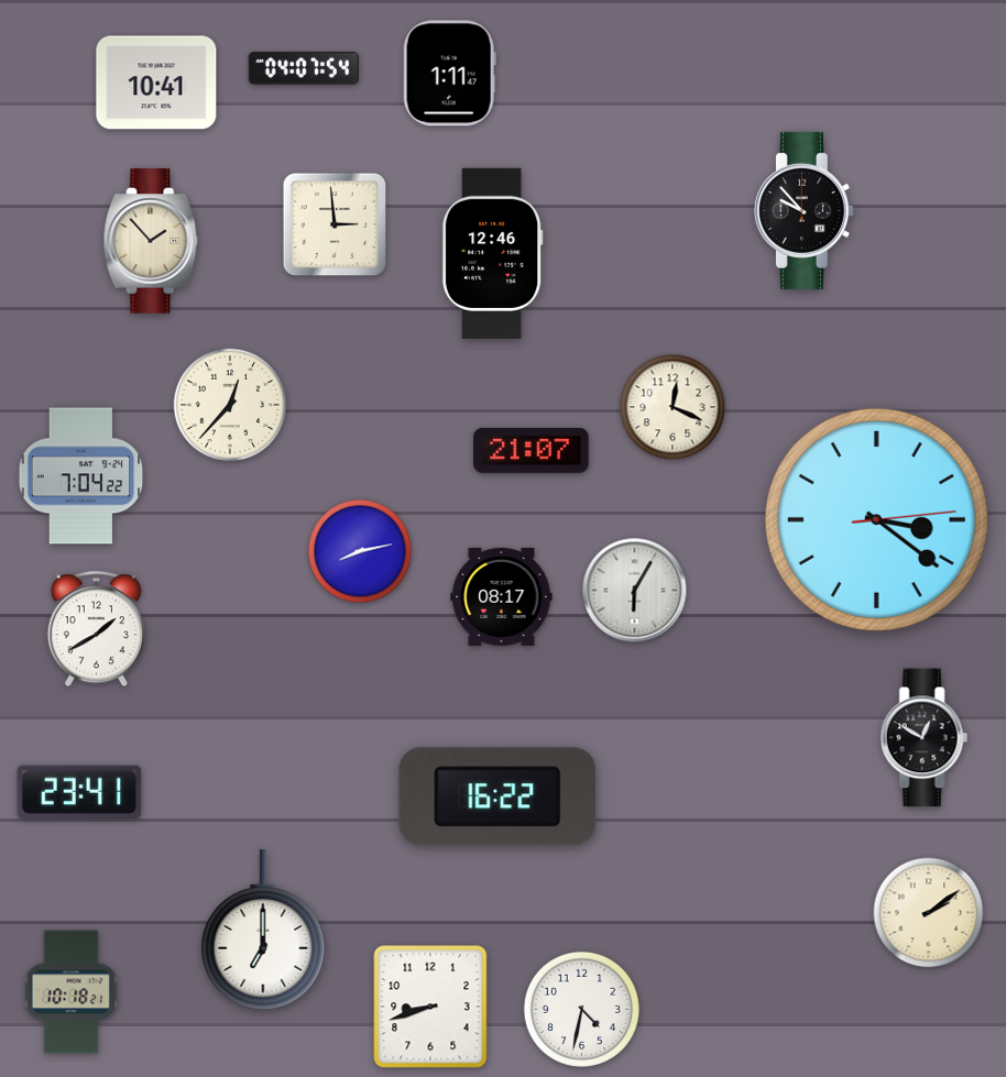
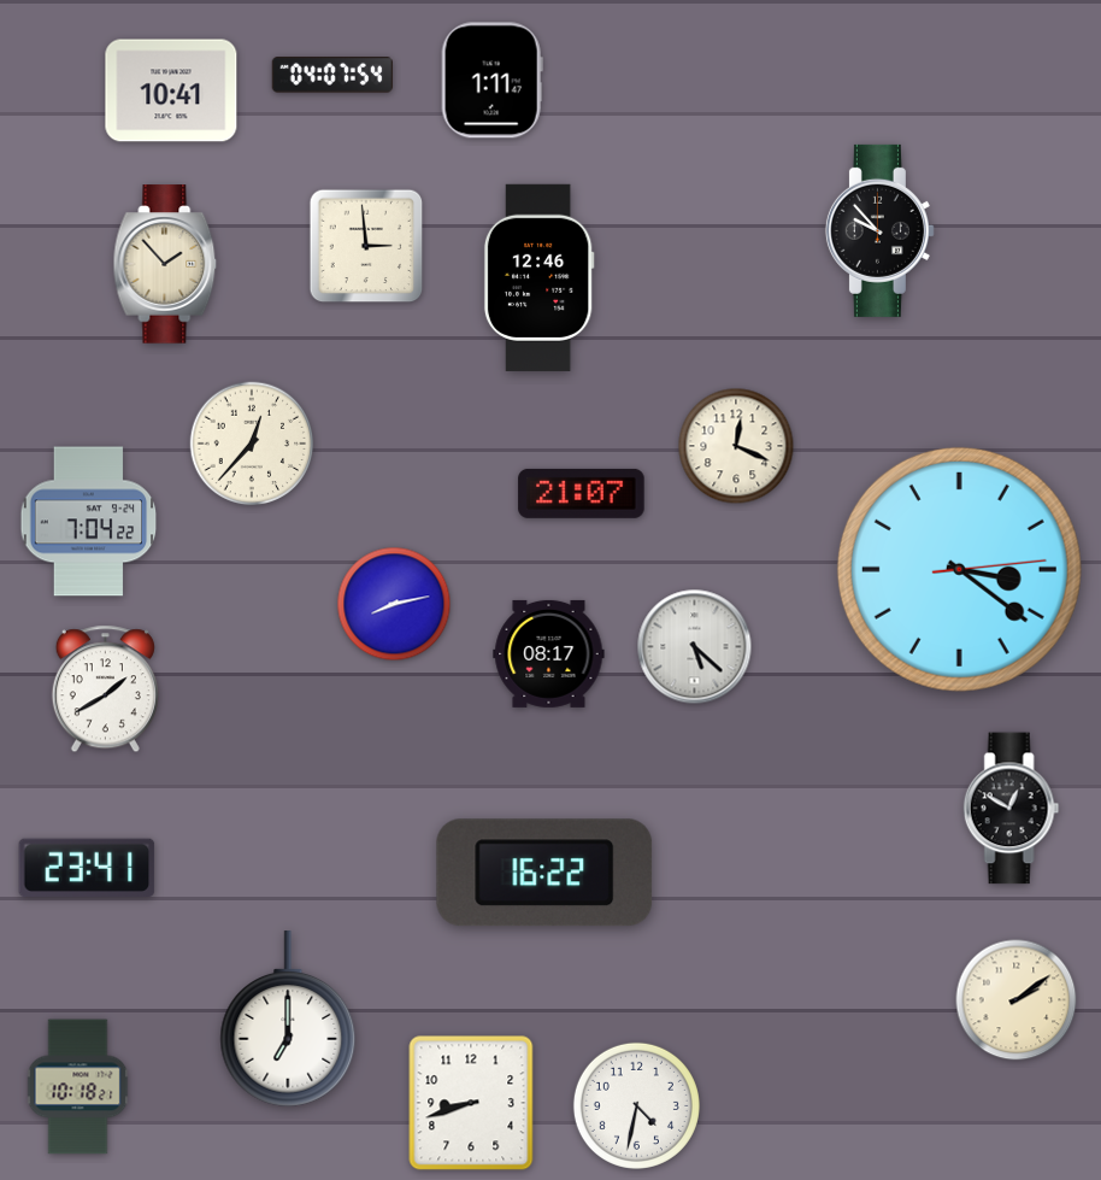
clock at (635, 591): 6:05 -> 5:22
